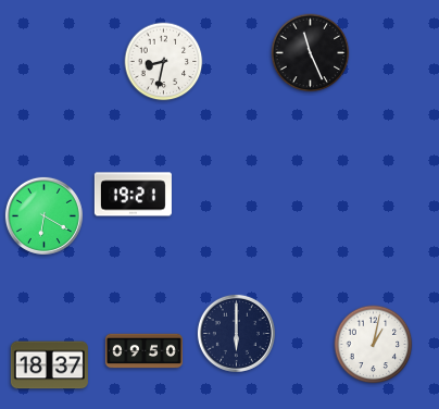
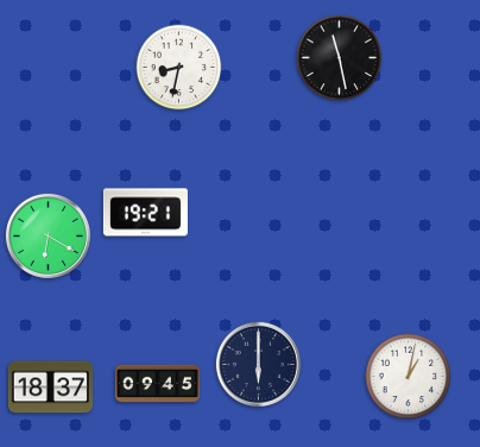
clock at (311, 53): 11:26 -> 11:28
clock at (143, 351): 09:50 -> 09:45
clock at (49, 365) position: (49, 365) -> (50, 388)
